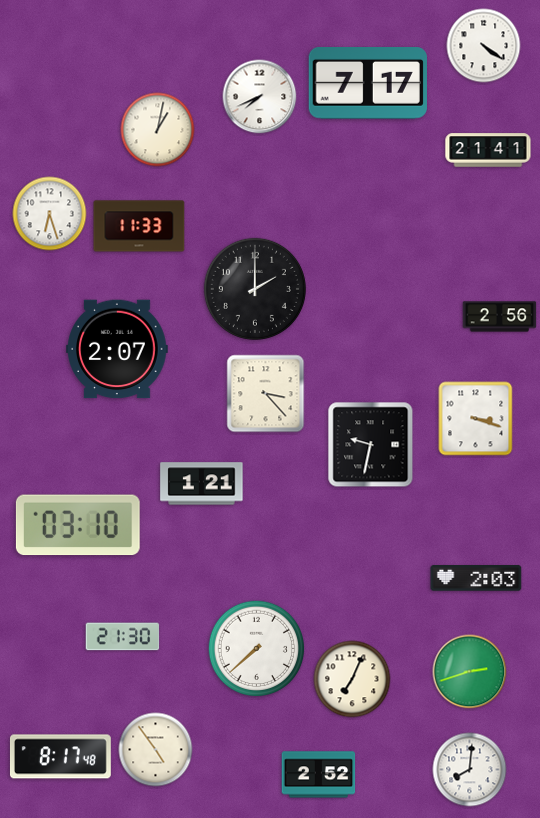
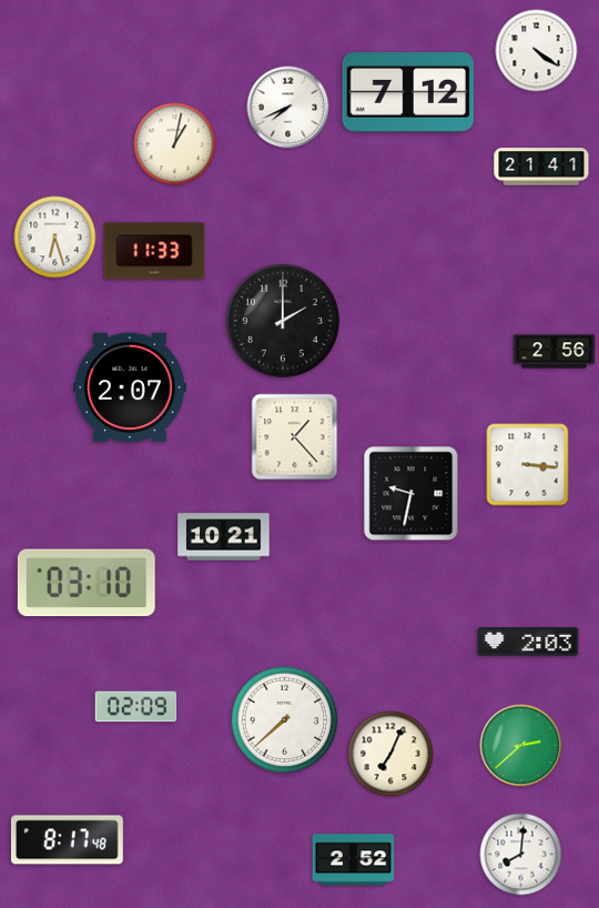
clock at (368, 84): 7:17 -> 7:12
clock at (266, 394): 3:23 -> 1:23
clock at (476, 419): 3:18 -> 3:16
clock at (202, 484): 1:21 -> 10:21
clock at (123, 637): 21:30 -> 02:09
clock at (470, 672): 2:42 -> 2:38
clock at (156, 750): 4:54 -> none
